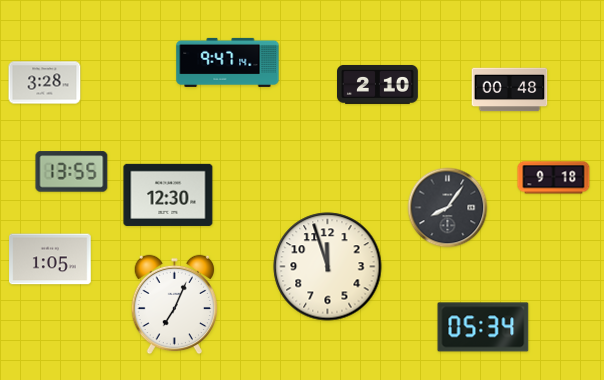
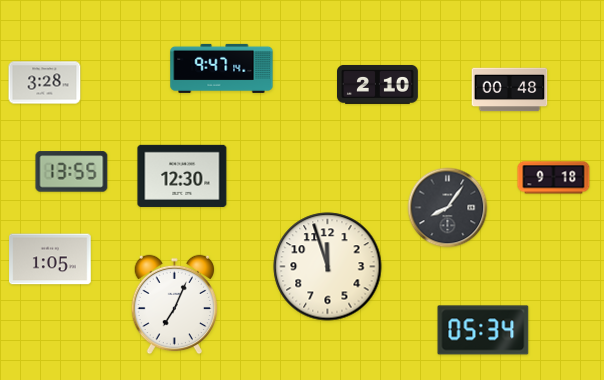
clock at (228, 62) position: (228, 62) -> (222, 68)
clock at (168, 195) position: (168, 195) -> (182, 176)
clock at (483, 327) position: (483, 327) -> (483, 330)
